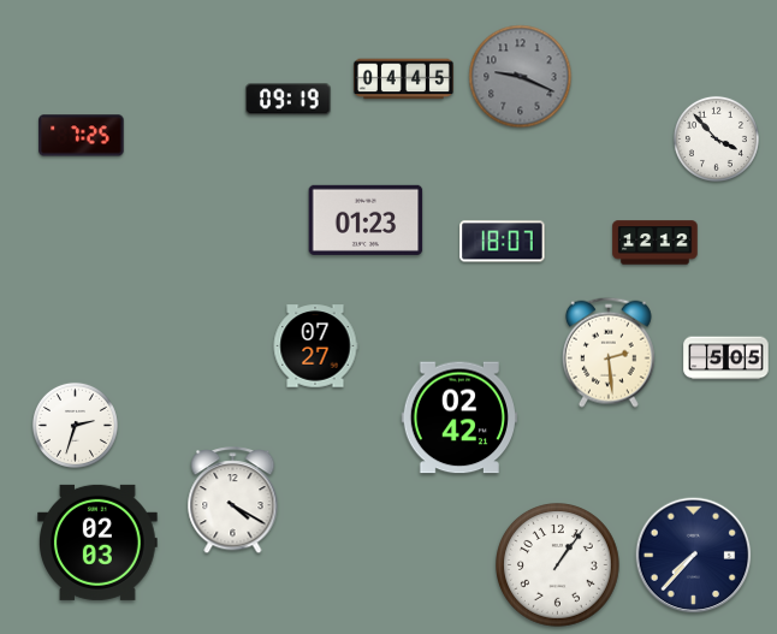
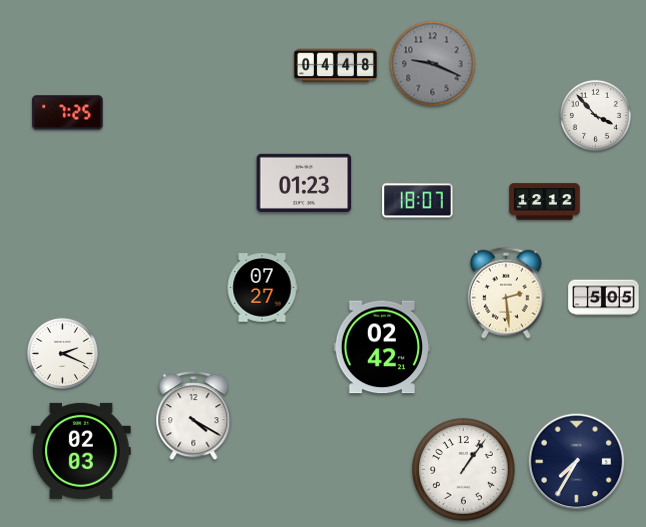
clock at (403, 79): 04:45 -> 04:48
clock at (289, 100): 09:19 -> none
clock at (75, 425): 2:33 -> 2:19
clock at (694, 556): 7:37 -> 7:35
